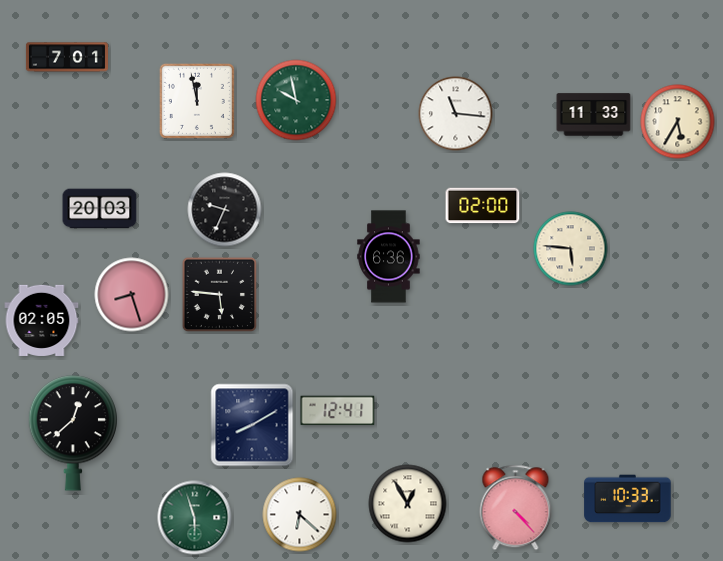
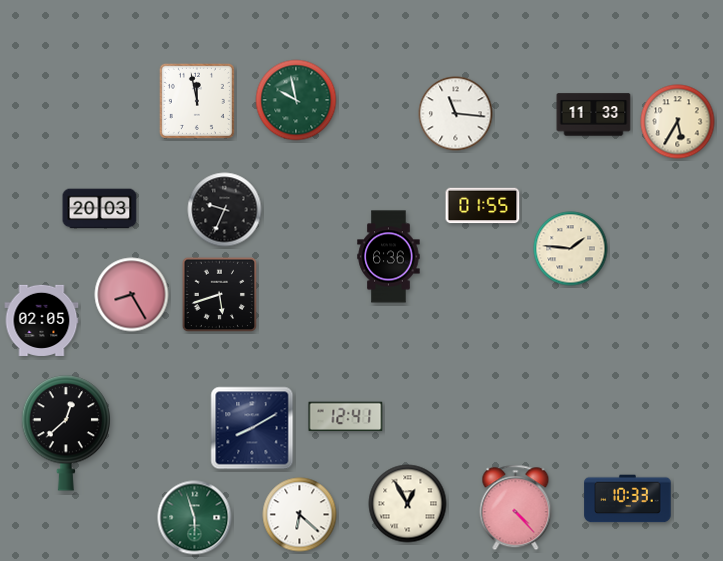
clock at (67, 57): 7:01 -> none
clock at (483, 206): 02:00 -> 01:55
clock at (571, 249): 5:46 -> 1:46
clock at (132, 295): 8:27 -> 8:25
clock at (220, 295): 5:46 -> 5:42
clock at (338, 411) position: (338, 411) -> (346, 417)
clock at (252, 425) position: (252, 425) -> (252, 428)
clock at (73, 433) position: (73, 433) -> (66, 433)
